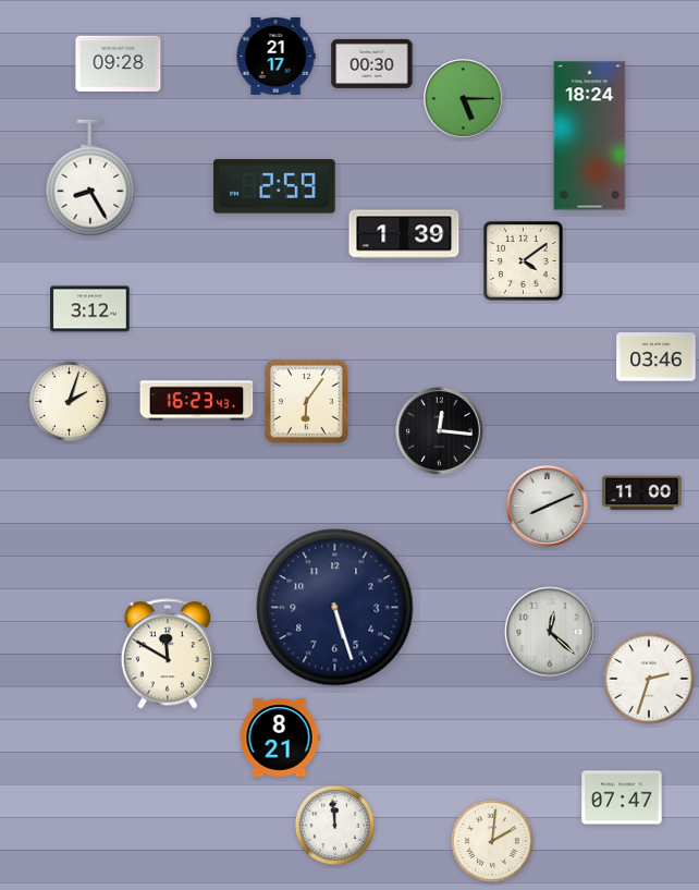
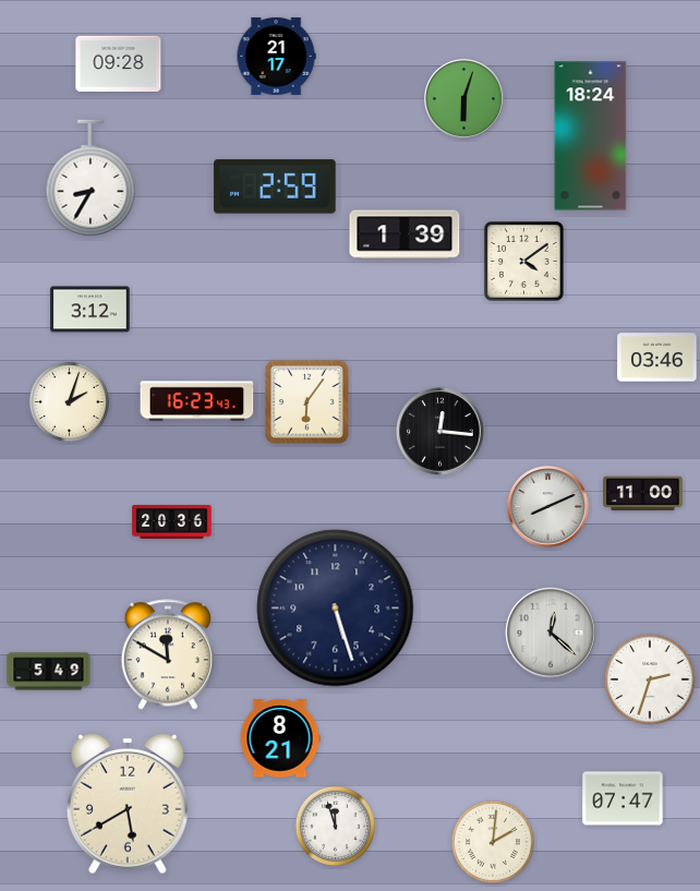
clock at (372, 63): 00:30 -> none
clock at (464, 99): 5:15 -> 6:03
clock at (90, 178): 8:25 -> 8:35
clock at (172, 521): none -> 20:36
clock at (49, 672): none -> 5:49
clock at (128, 804): none -> 5:40
clock at (334, 825): 11:59 -> 11:57
